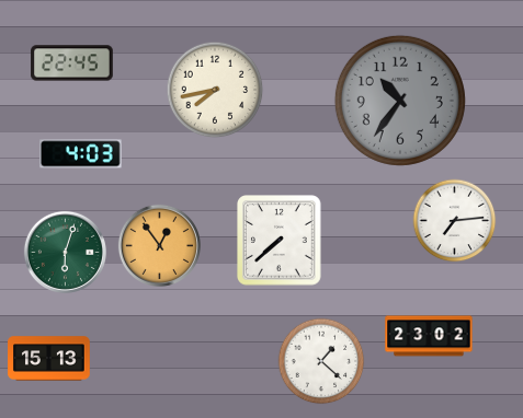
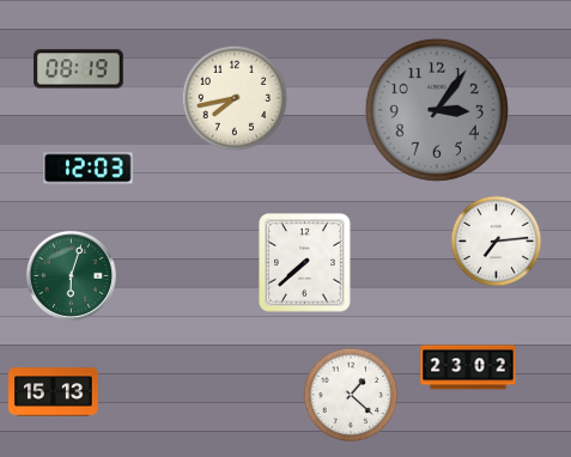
clock at (72, 63): 22:45 -> 08:19
clock at (400, 101): 10:36 -> 3:06
clock at (81, 154): 4:03 -> 12:03
clock at (159, 245): 12:54 -> none
